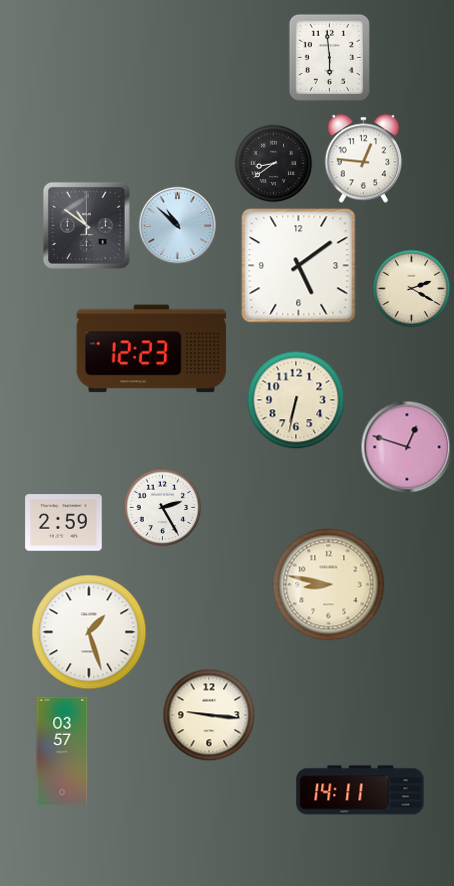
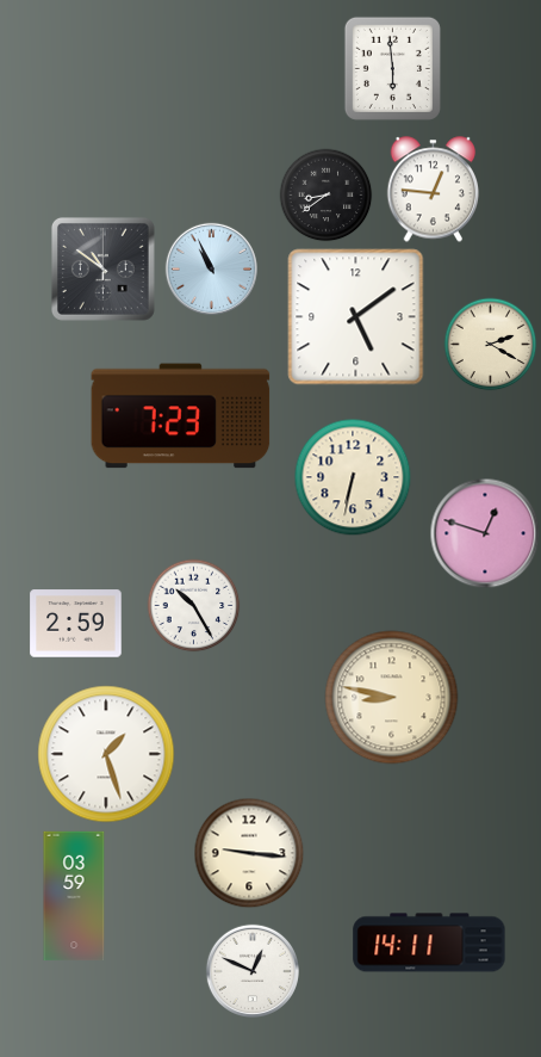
clock at (177, 225): 10:52 -> 10:56
clock at (152, 349): 12:23 -> 7:23
clock at (162, 507): 2:25 -> 10:25
clock at (62, 751): 03:57 -> 03:59
clock at (251, 970): none -> 12:49
